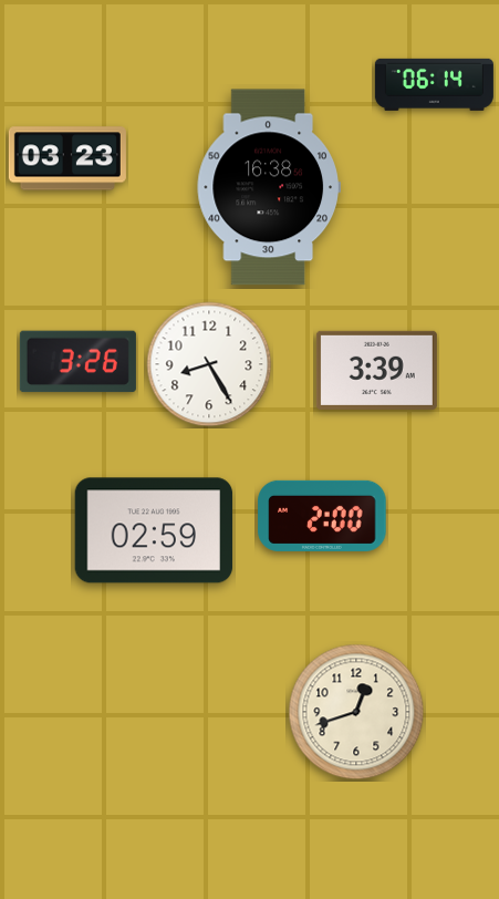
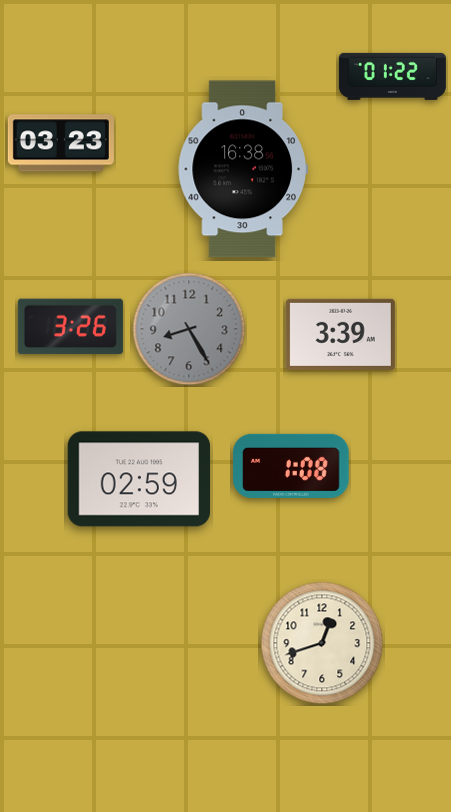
clock at (434, 84): 06:14 -> 01:22
clock at (209, 364) dial: white -> grey
clock at (322, 516): 2:00 -> 1:08
